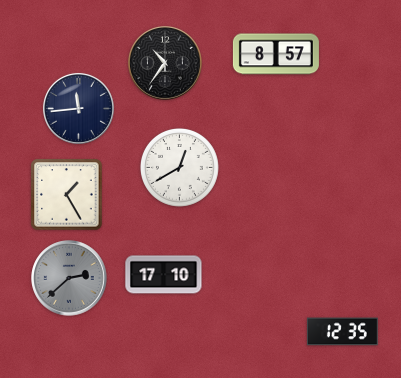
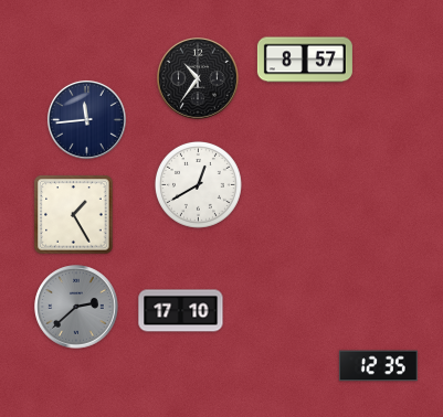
clock at (166, 64) position: (166, 64) -> (199, 79)
clock at (164, 275) position: (164, 275) -> (181, 311)
